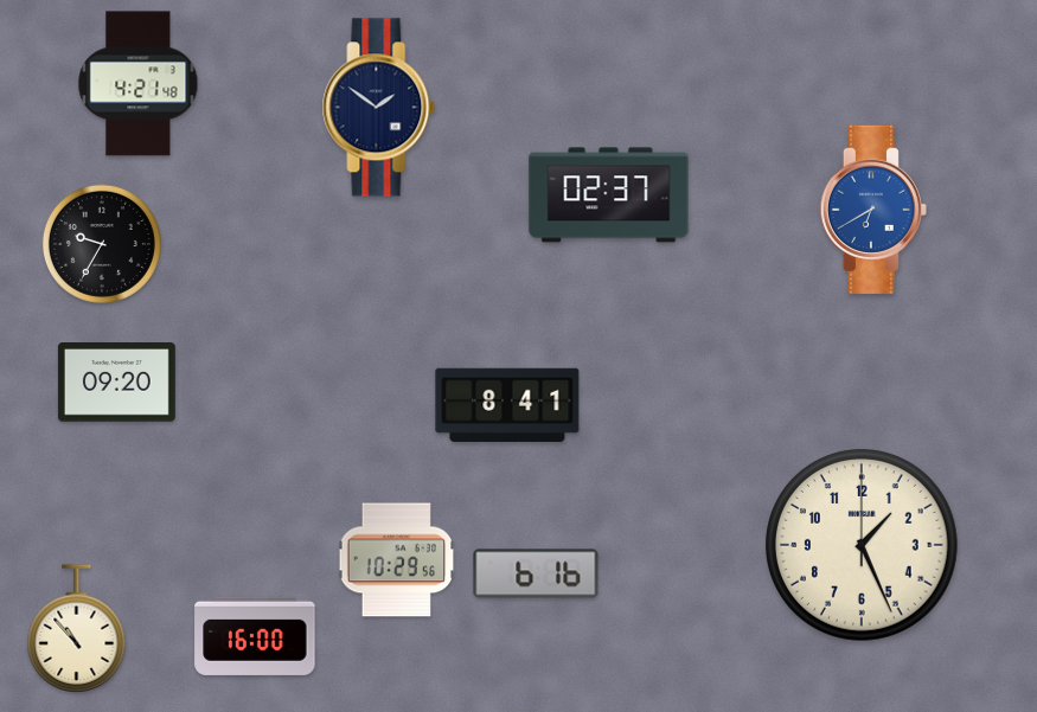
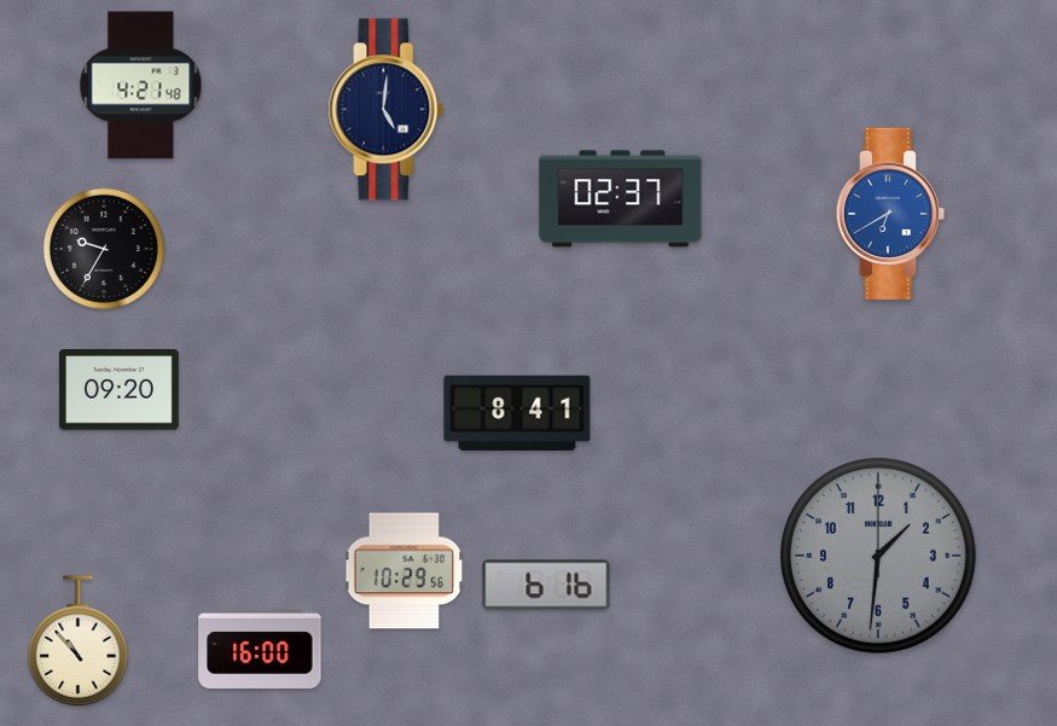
clock at (379, 108): 1:51 -> 5:01
clock at (863, 546): 1:26 -> 1:31
clock at (863, 546) dial: cream -> grey
